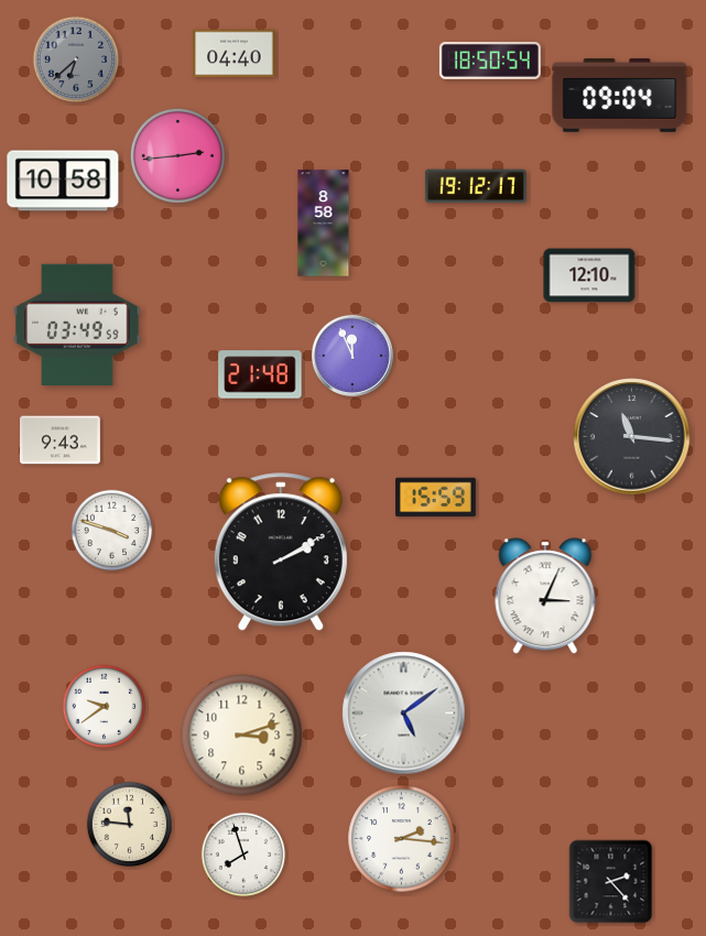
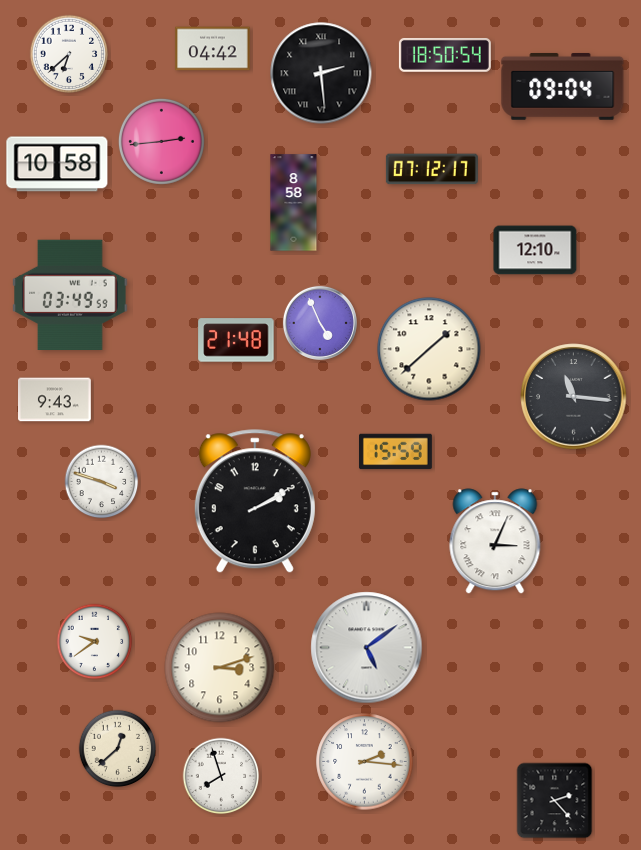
clock at (235, 54): 04:40 -> 04:42
clock at (76, 59) dial: grey -> white
clock at (321, 73): none -> 2:29
clock at (476, 186): 19:12 -> 07:12
clock at (352, 356): 11:56 -> 4:56
clock at (429, 349): none -> 1:38
clock at (130, 825): 11:46 -> 12:38
